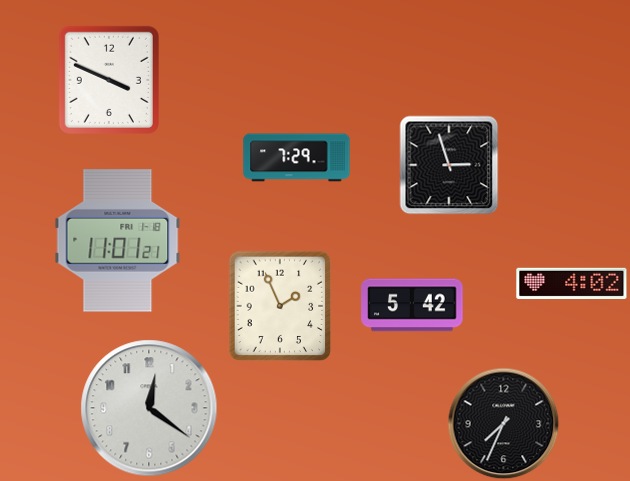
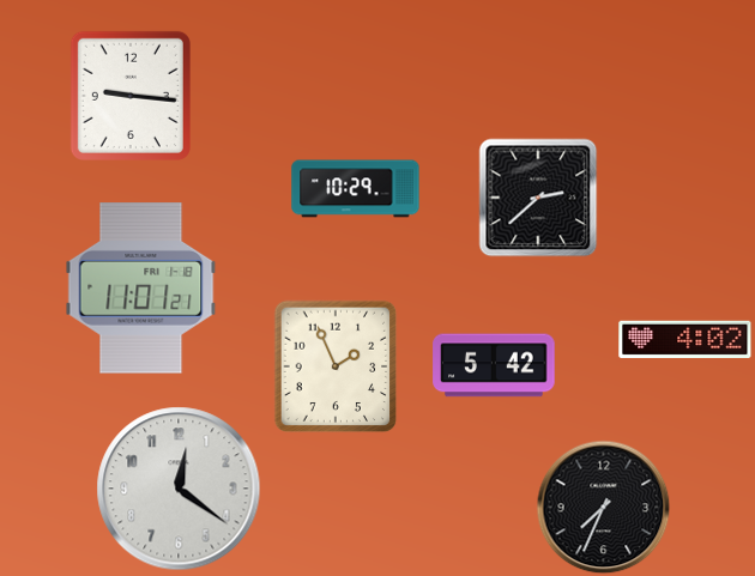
clock at (109, 80): 3:49 -> 9:16
clock at (297, 158): 7:29 -> 10:29
clock at (449, 165): 2:57 -> 2:38
